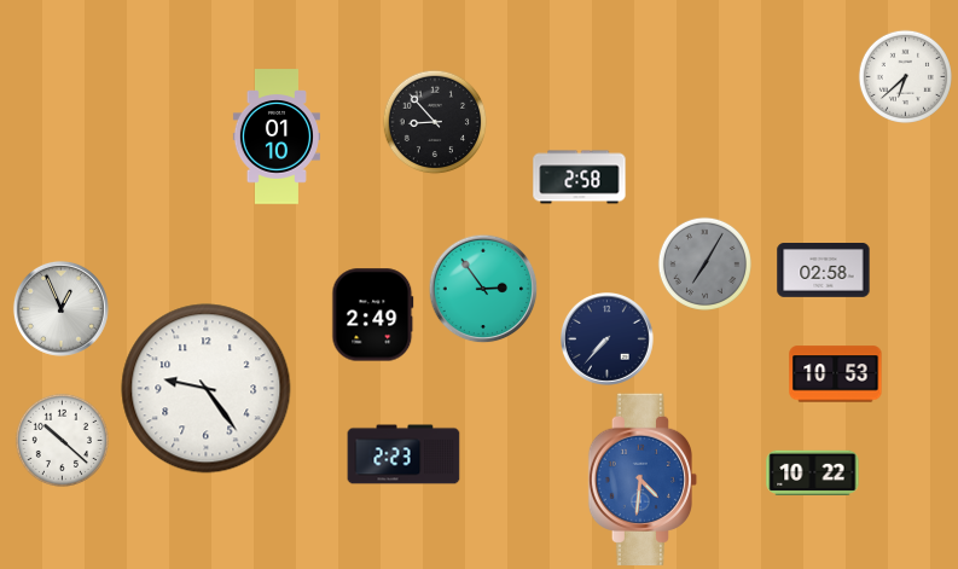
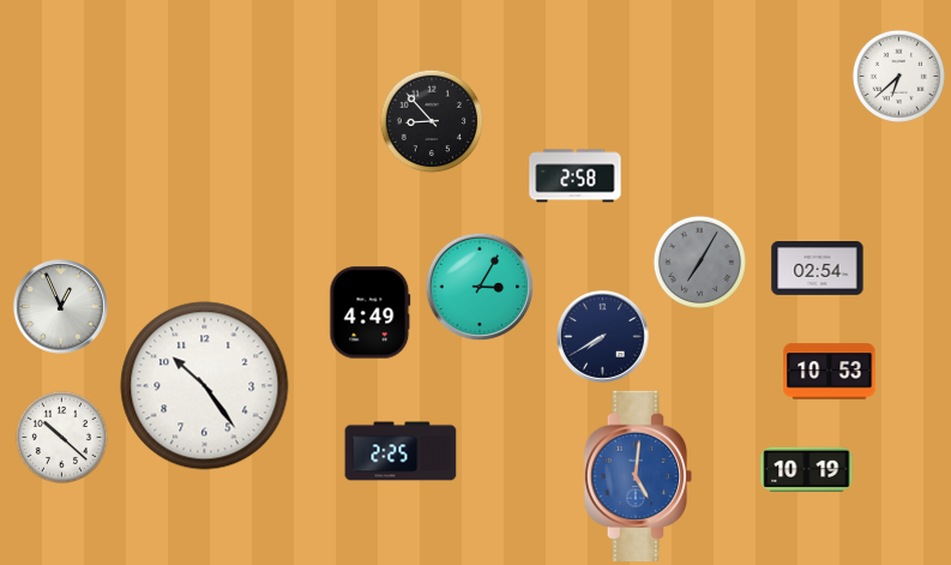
clock at (277, 137): 01:10 -> none
clock at (824, 271): 02:58 -> 02:54
clock at (483, 289): 2:54 -> 3:05
clock at (373, 315): 2:49 -> 4:49
clock at (608, 339): 7:37 -> 7:40
clock at (207, 389): 9:24 -> 10:24
clock at (403, 454): 2:23 -> 2:25
clock at (813, 472): 10:22 -> 10:19
clock at (641, 478): 4:31 -> 5:01
